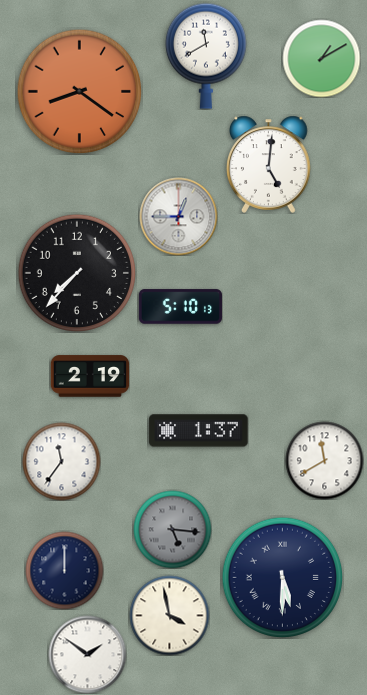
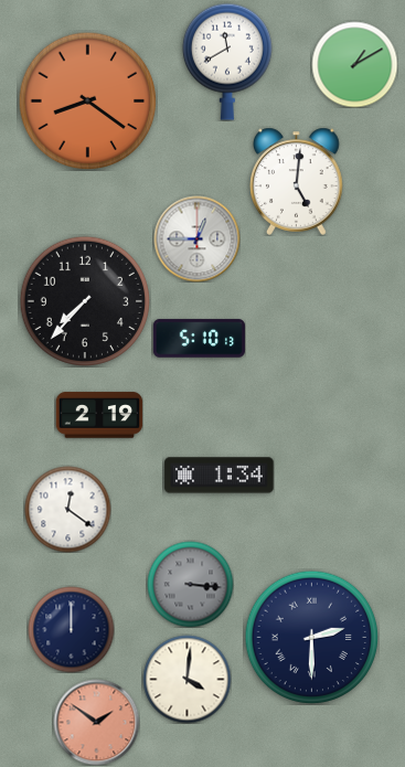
clock at (199, 431): 1:37 -> 1:34
clock at (324, 460): 11:40 -> none
clock at (61, 461): 11:36 -> 12:21
clock at (172, 529): 5:16 -> 3:16
clock at (282, 577): 5:30 -> 2:30
clock at (169, 615): 3:58 -> 4:01
clock at (87, 654) dial: white -> salmon
